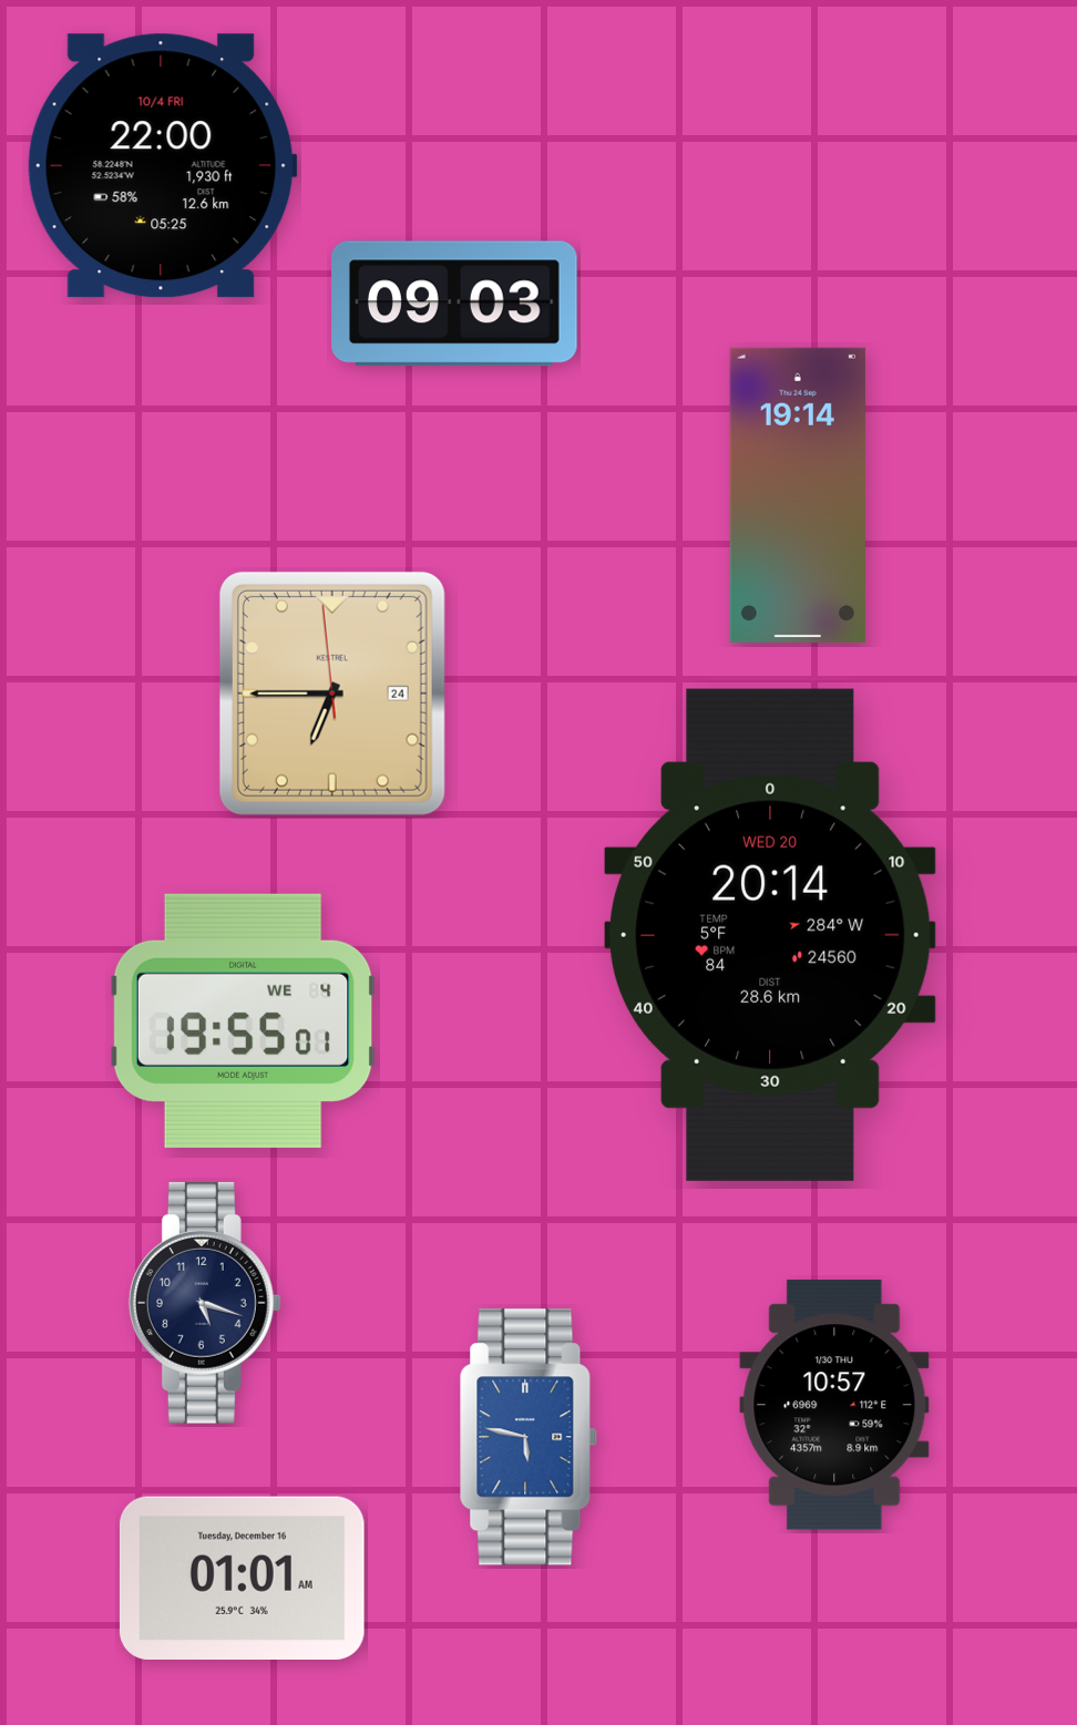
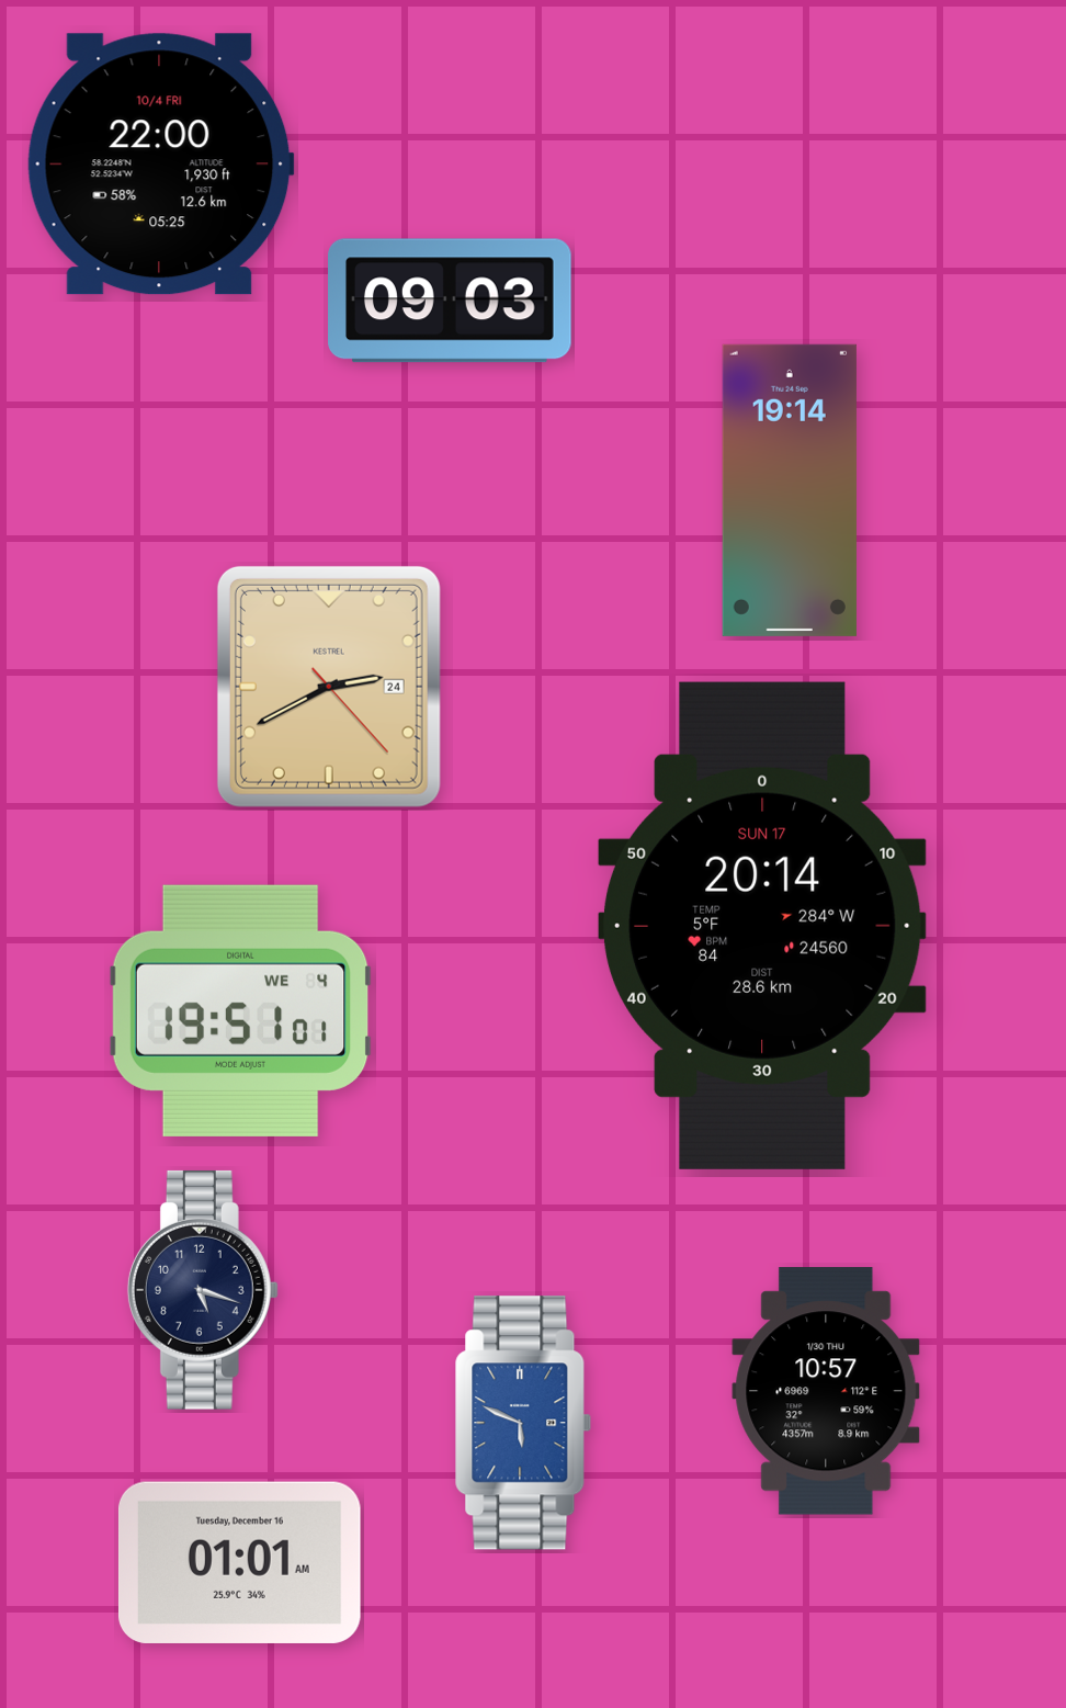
clock at (332, 694): 6:44 -> 2:40
clock at (770, 935) date: WED 20 -> SUN 17
clock at (243, 1020): 19:55 -> 19:51
clock at (529, 1437): 5:47 -> 5:49
